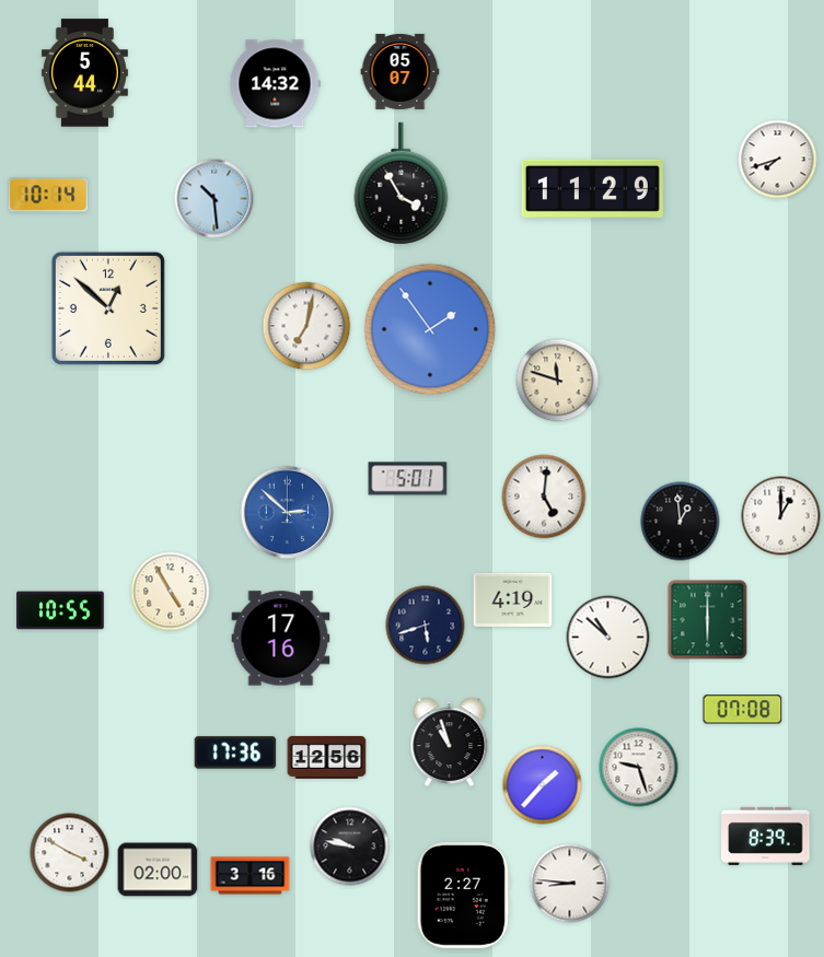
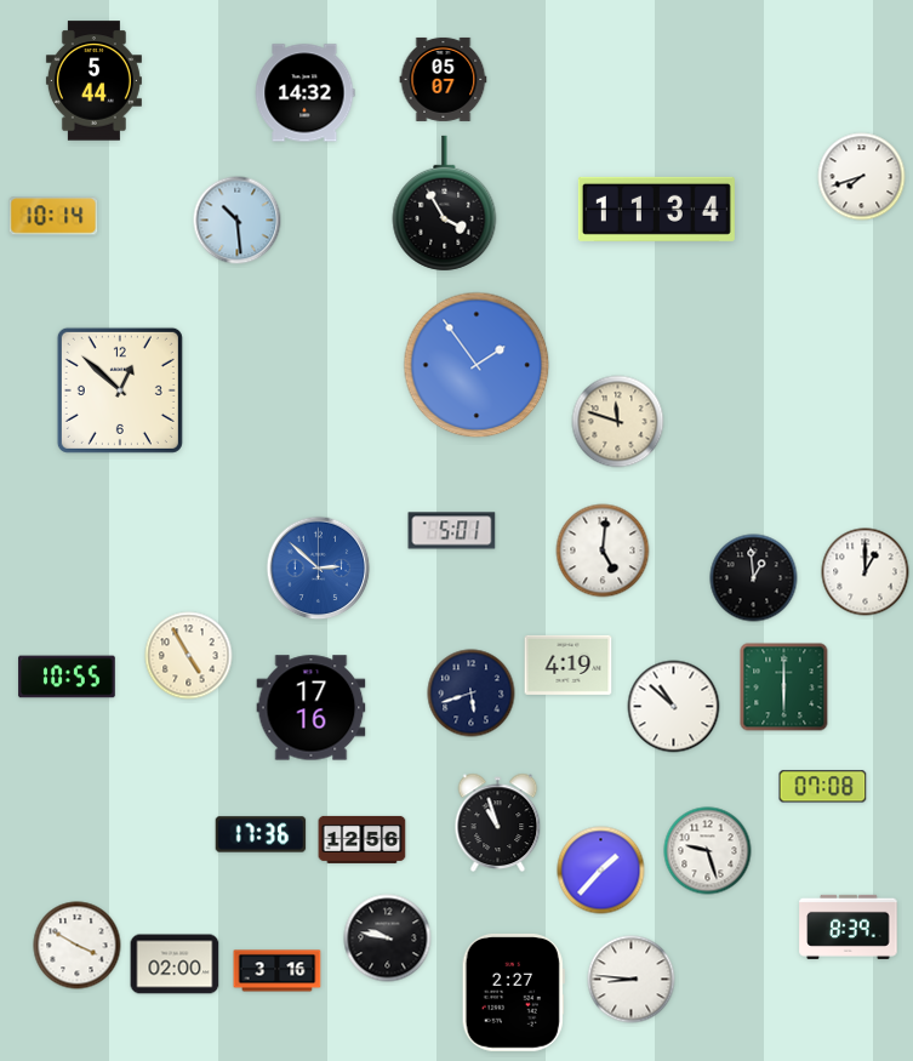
clock at (592, 188): 11:29 -> 11:34
clock at (108, 308) position: (108, 308) -> (120, 390)
clock at (306, 326): 7:02 -> none
